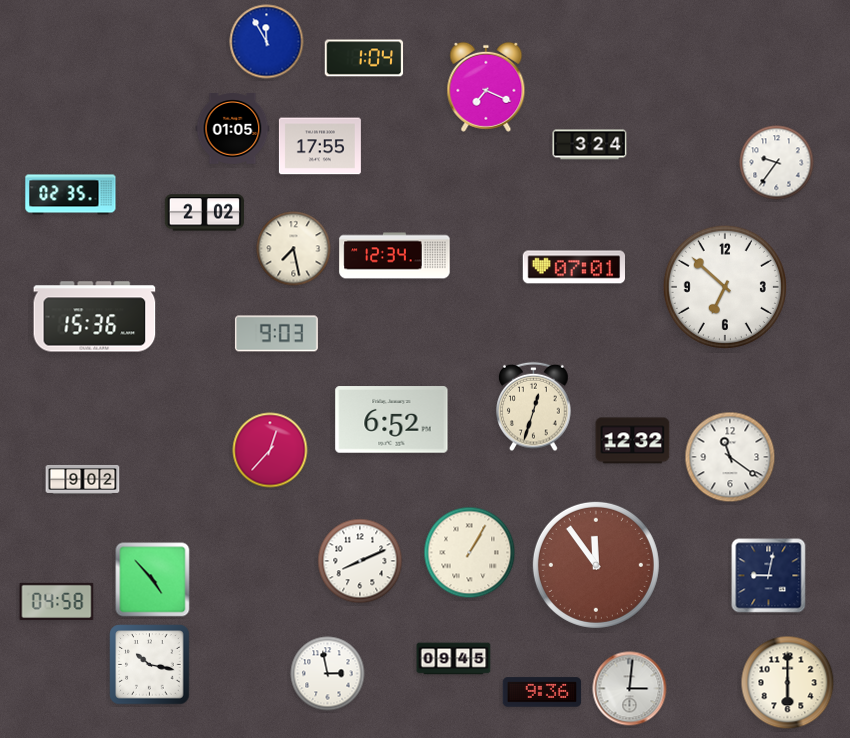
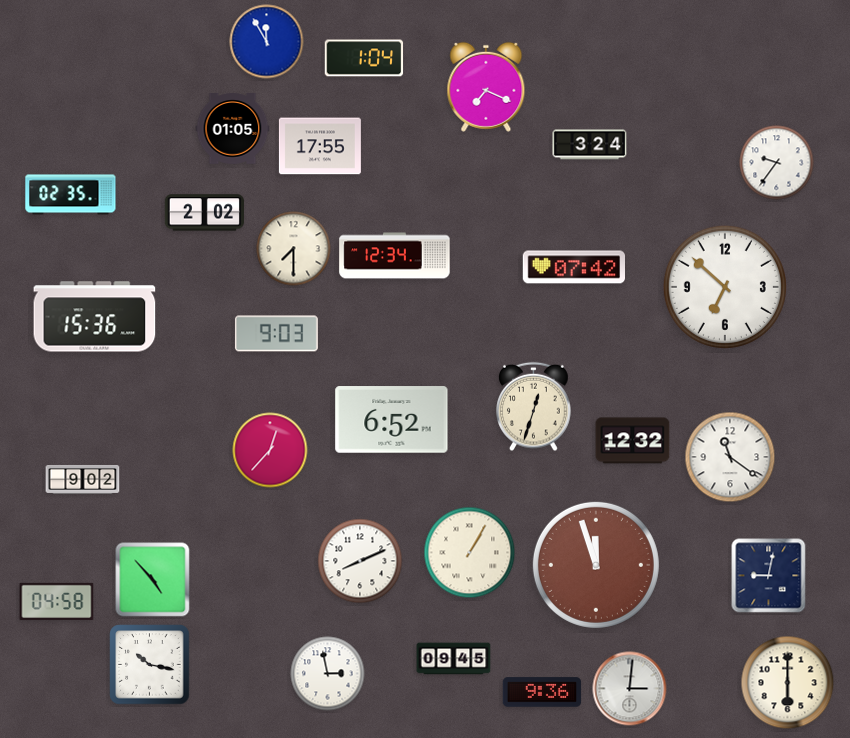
clock at (294, 249): 7:28 -> 7:30
clock at (573, 267): 07:01 -> 07:42
clock at (596, 565): 11:54 -> 11:57
